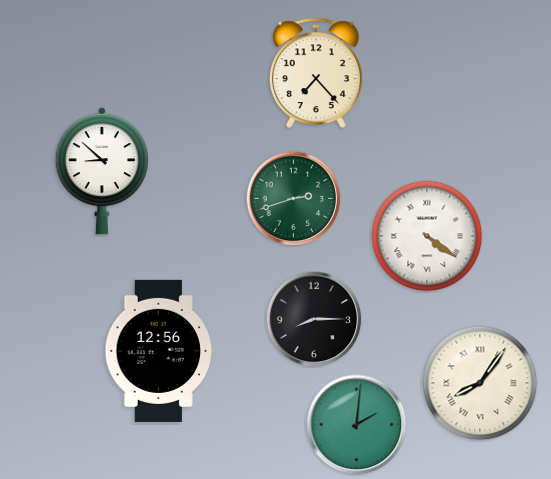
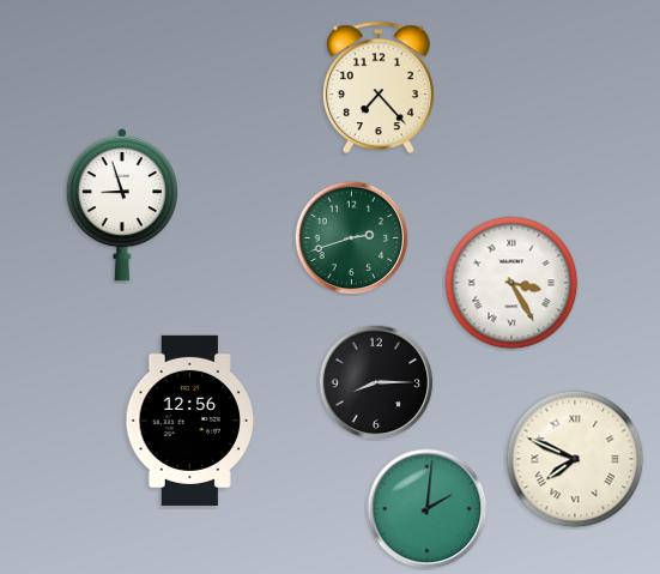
clock at (101, 171): 8:52 -> 8:57
clock at (427, 236): 4:21 -> 3:25
clock at (480, 383): 8:06 -> 7:49
